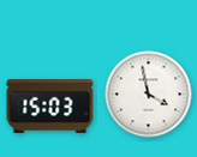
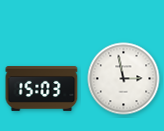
clock at (149, 95): 3:58 -> 2:58
